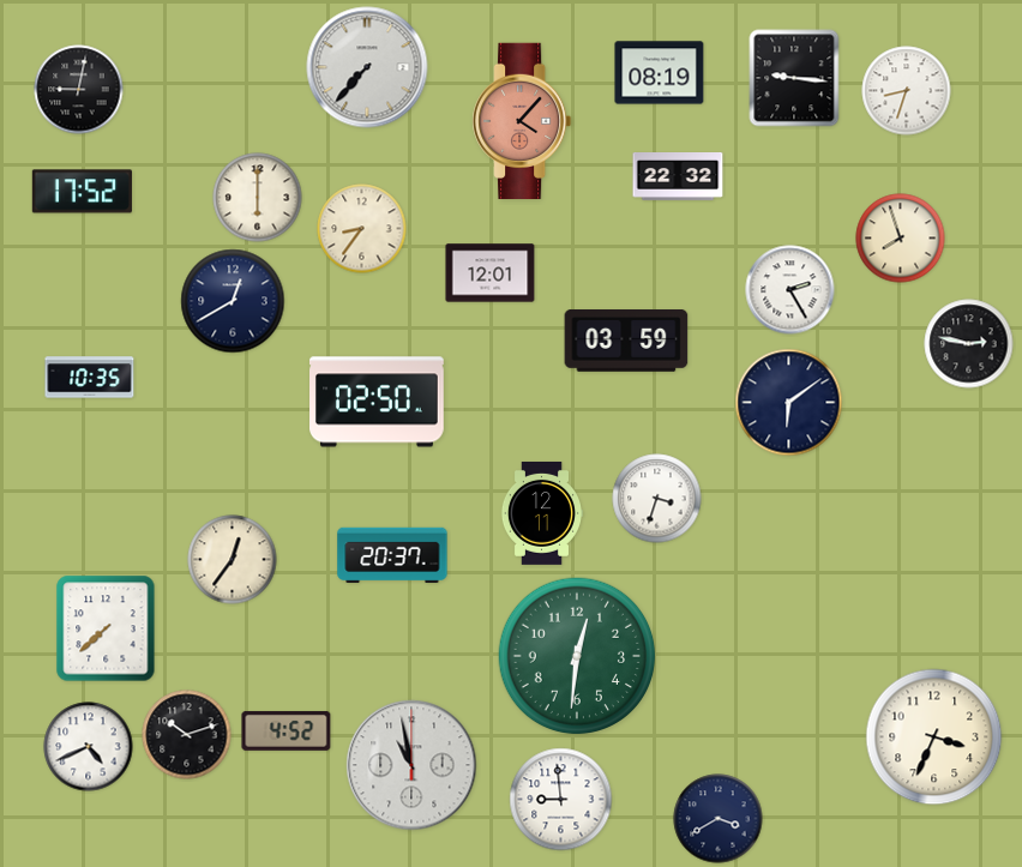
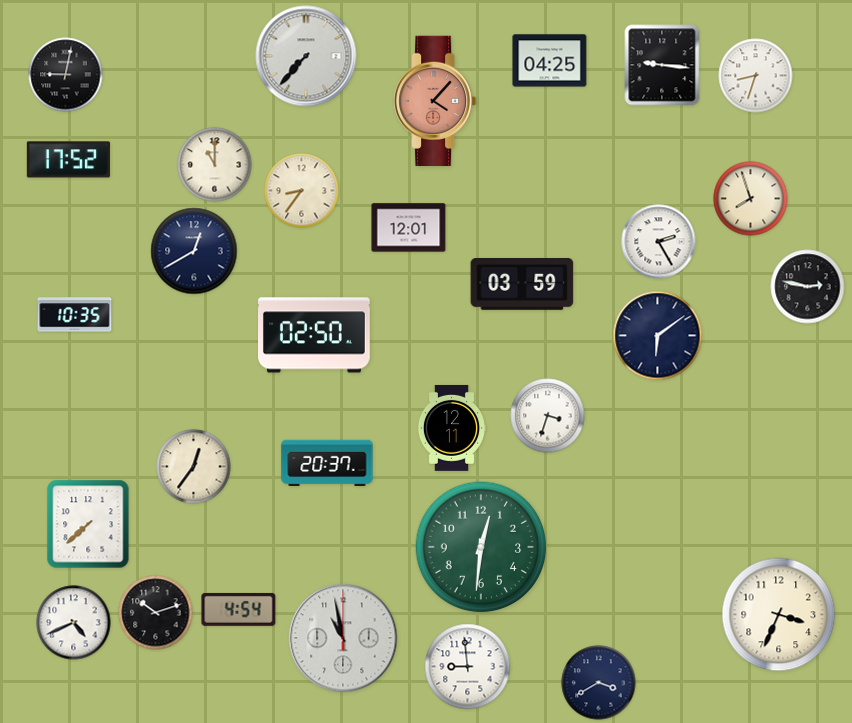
clock at (660, 73): 08:19 -> 04:25
clock at (678, 177): 22:32 -> none
clock at (258, 198): 6:00 -> 11:00
clock at (287, 731): 4:52 -> 4:54
